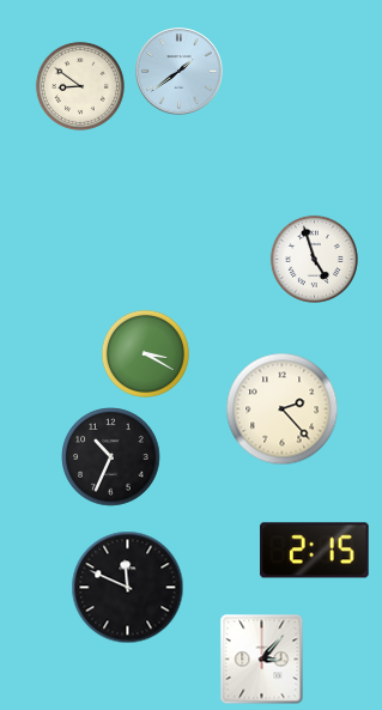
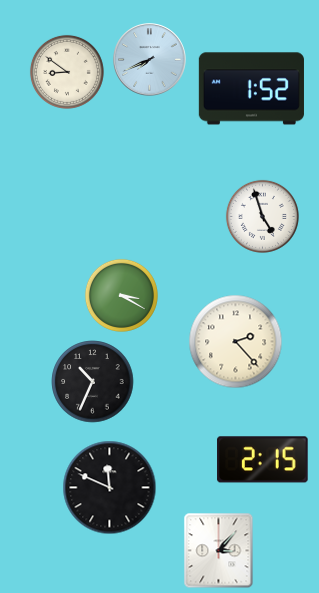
clock at (180, 72): 1:39 -> 7:41
clock at (251, 89): none -> 1:52
clock at (128, 588) position: (128, 588) -> (110, 488)
